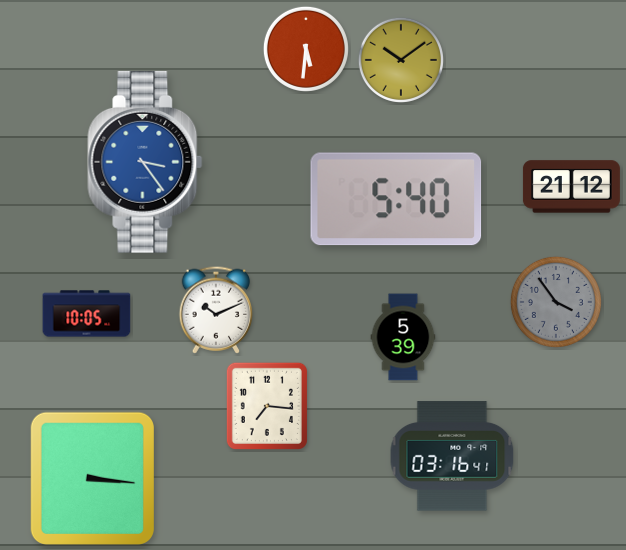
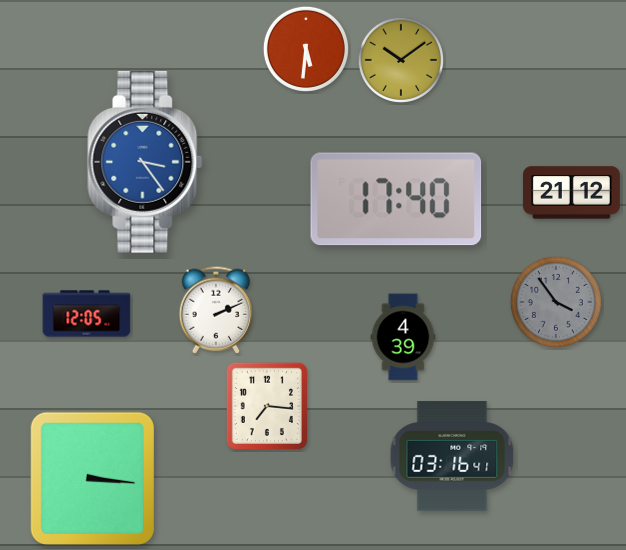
clock at (571, 187) position: (571, 187) -> (571, 193)
clock at (396, 199): 5:40 -> 17:40
clock at (216, 310): 10:11 -> 2:11
clock at (87, 314): 10:05 -> 12:05
clock at (403, 337): 5:39 -> 4:39
